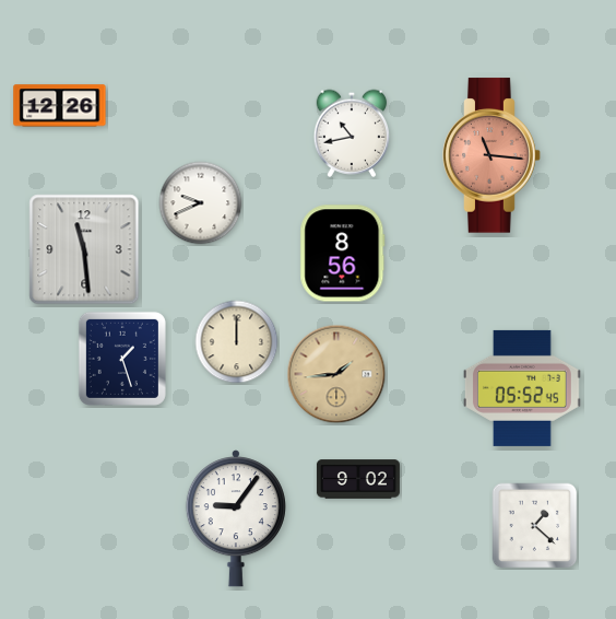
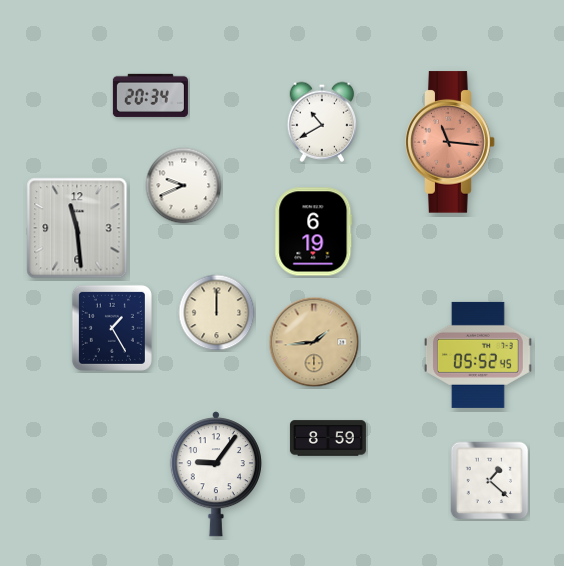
clock at (150, 95): none -> 20:34
clock at (60, 106): 12:26 -> none
clock at (352, 133): 10:43 -> 10:40
clock at (343, 254): 8:56 -> 6:19
clock at (122, 359): 1:27 -> 1:25
clock at (336, 374) position: (336, 374) -> (314, 342)
clock at (358, 479): 9:02 -> 8:59
